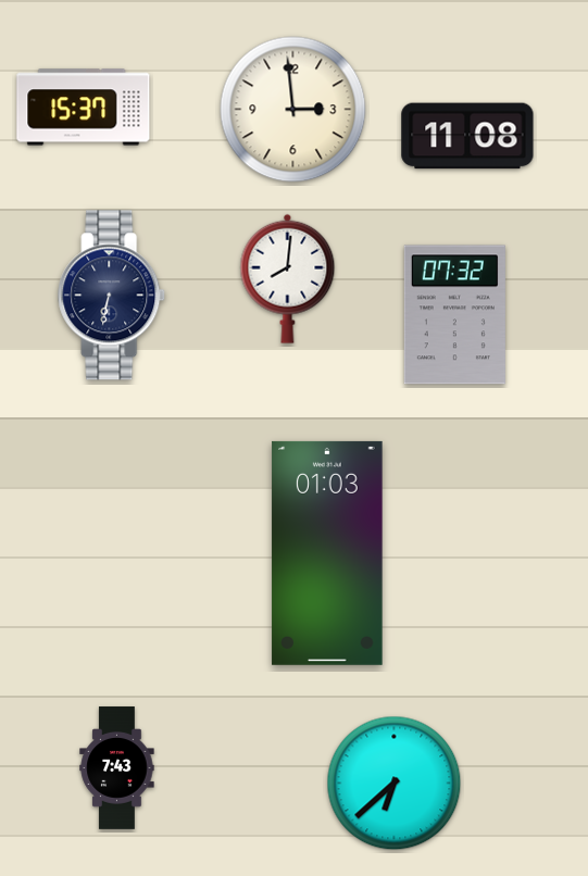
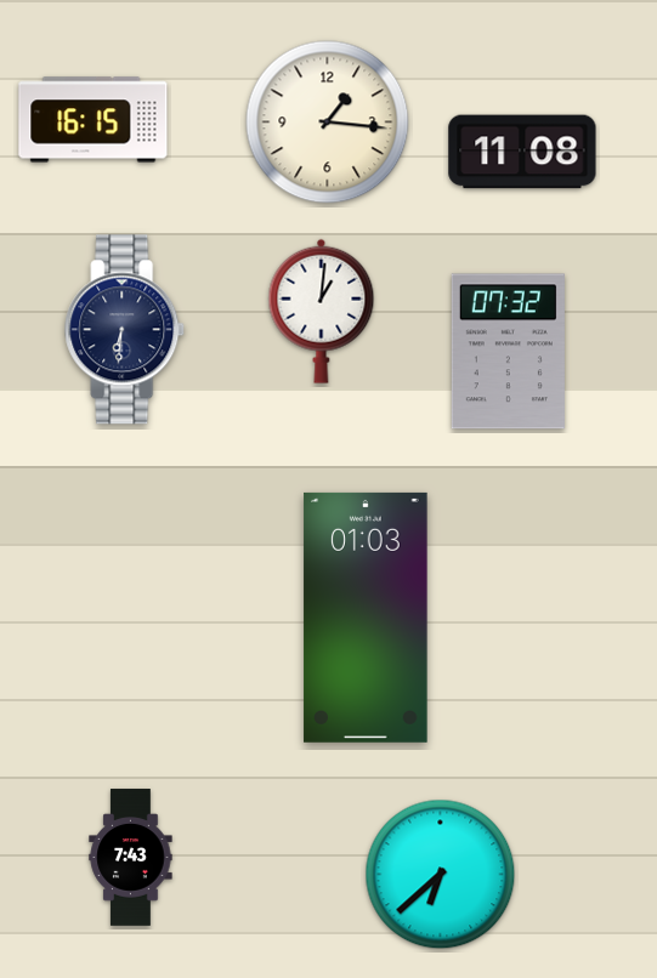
clock at (84, 108): 15:37 -> 16:15
clock at (293, 110): 2:59 -> 1:16
clock at (288, 278): 8:01 -> 1:01
clock at (112, 296): 6:32 -> 6:31
